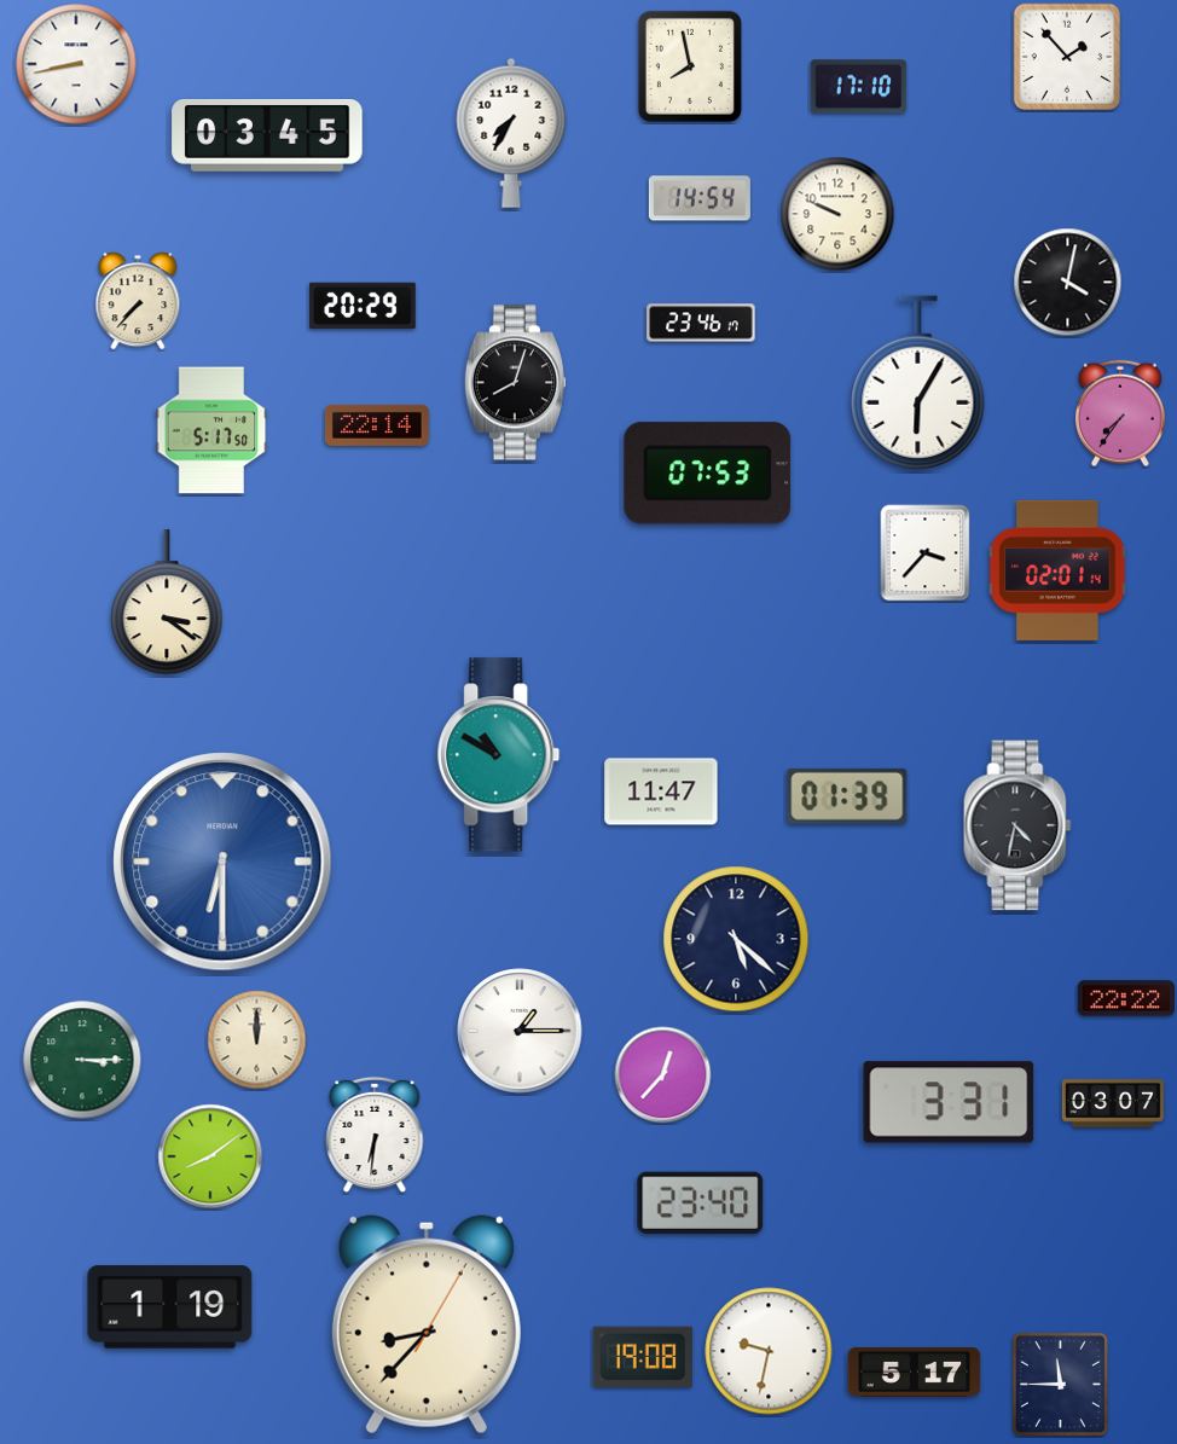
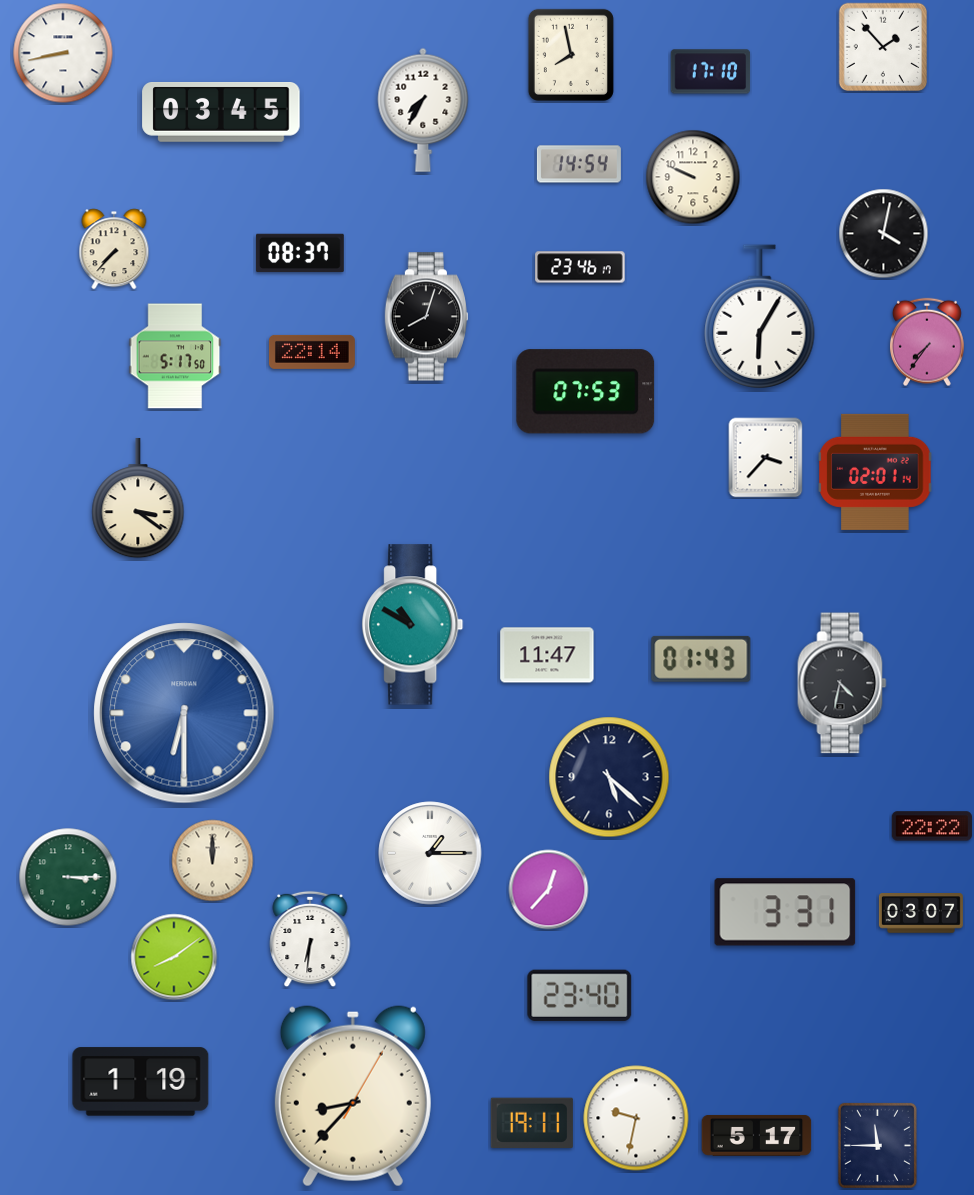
clock at (363, 306): 20:29 -> 08:37
clock at (847, 796): 01:39 -> 01:43
clock at (643, 1356): 19:08 -> 19:11
